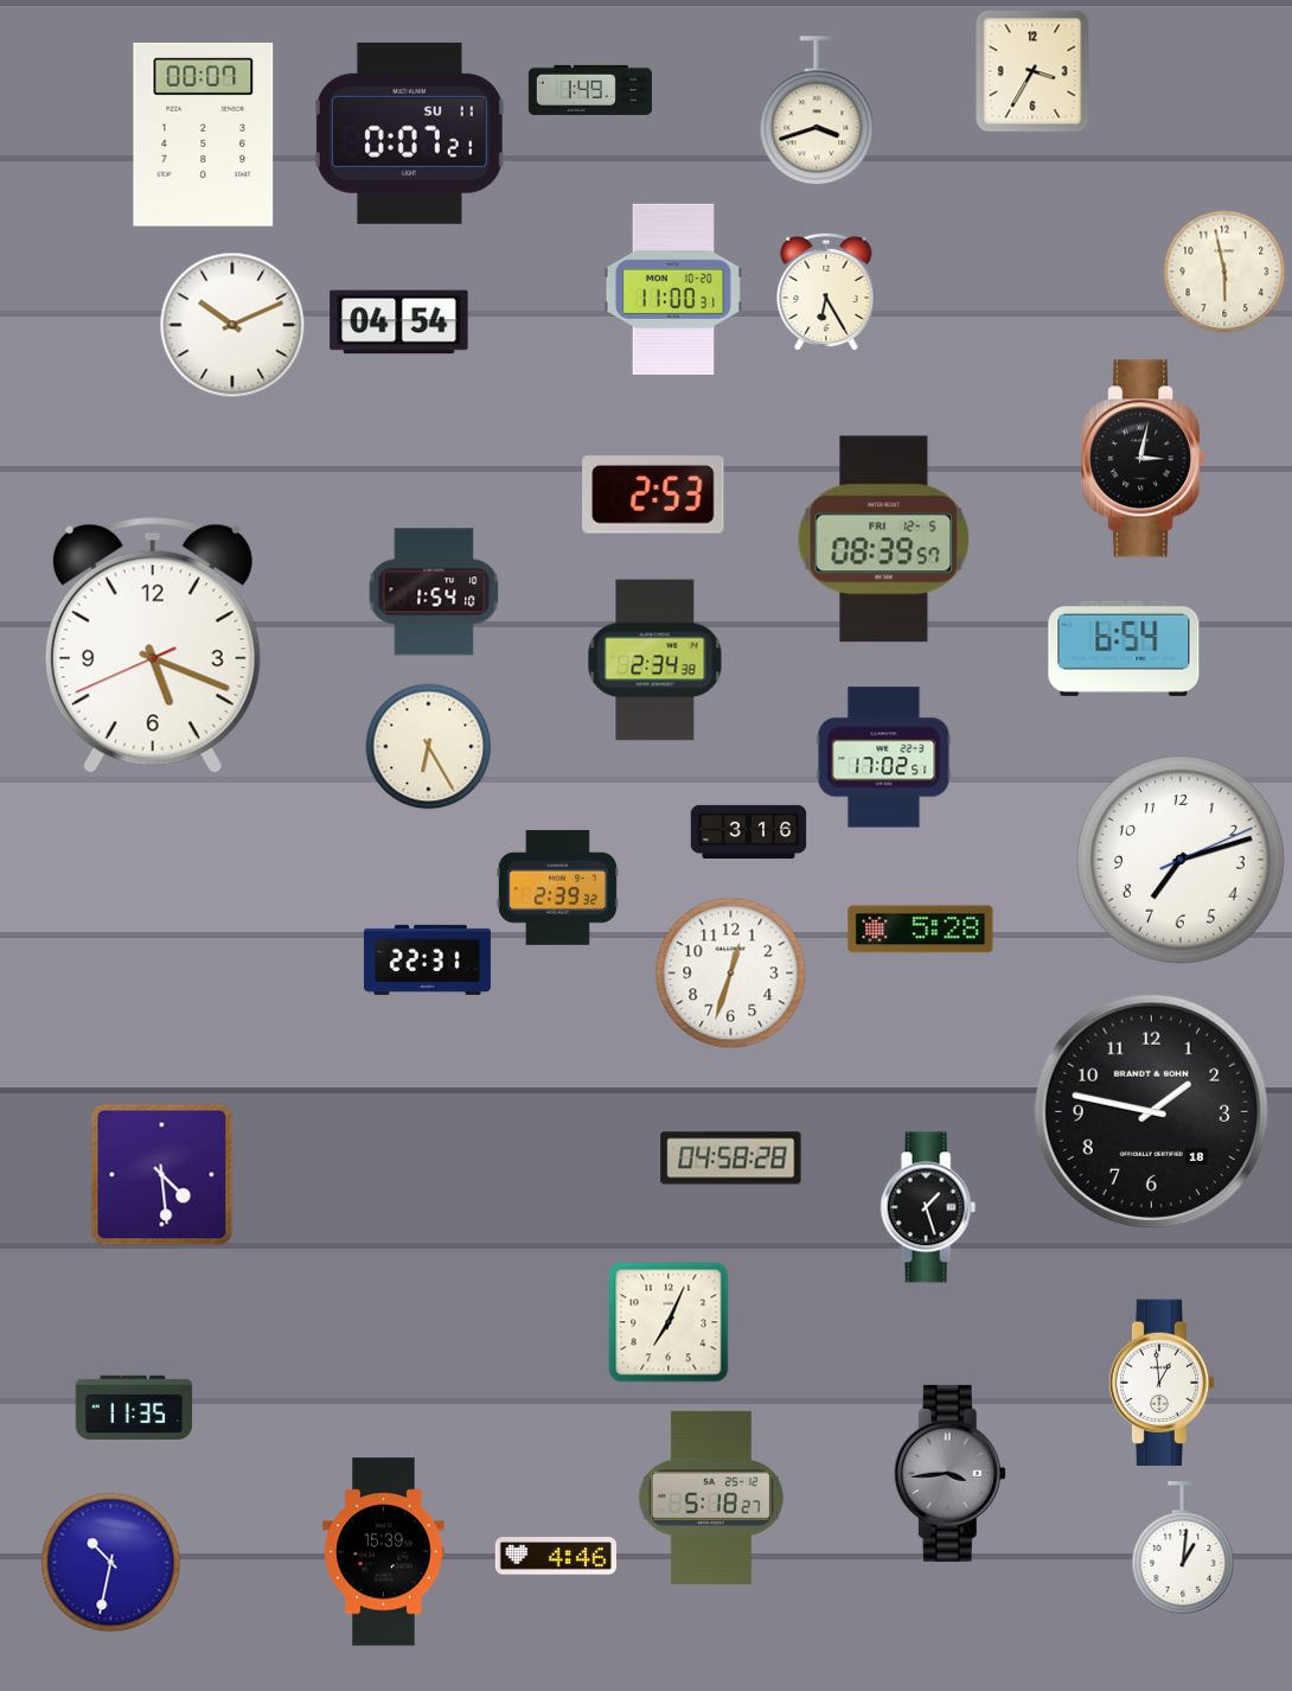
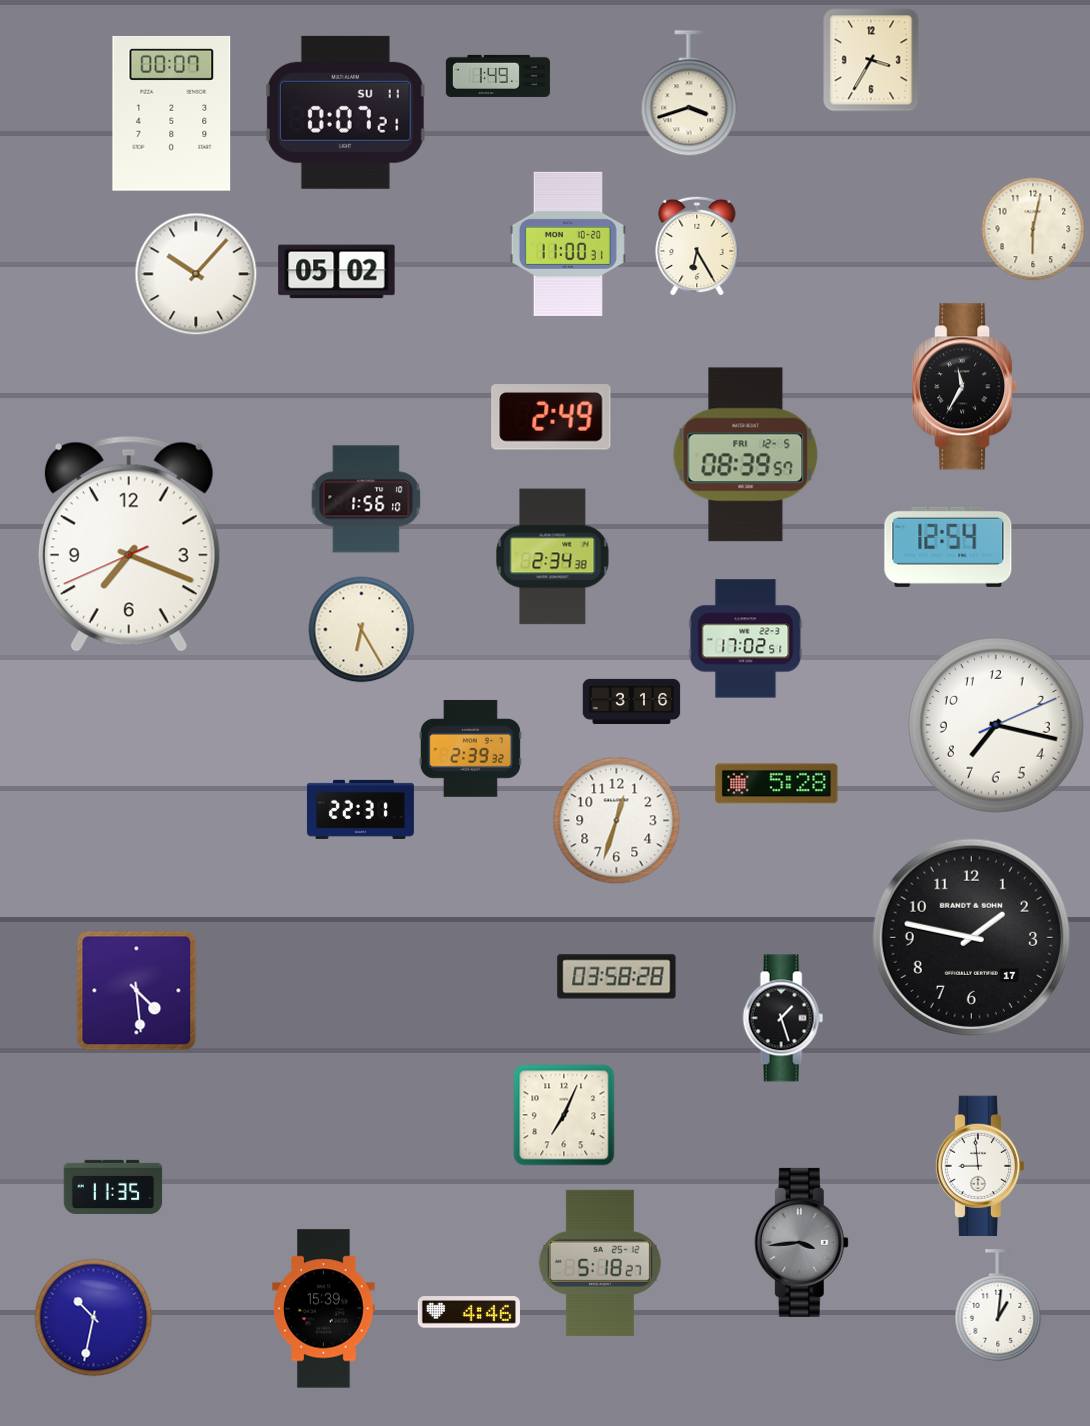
clock at (1224, 272): 5:58 -> 6:02
clock at (399, 323): 04:54 -> 05:02
clock at (232, 325): 10:11 -> 10:07
clock at (1144, 459): 3:02 -> 11:35
clock at (653, 494): 2:53 -> 2:49
clock at (434, 592): 1:54 -> 1:56
clock at (153, 645): 5:18 -> 7:18
clock at (1124, 649): 6:54 -> 12:54
clock at (1182, 861): 7:12 -> 7:17
clock at (1151, 1111) date: 18 -> 17
clock at (731, 1159): 04:58 -> 03:58
clock at (1162, 1383): 12:59 -> 8:59
